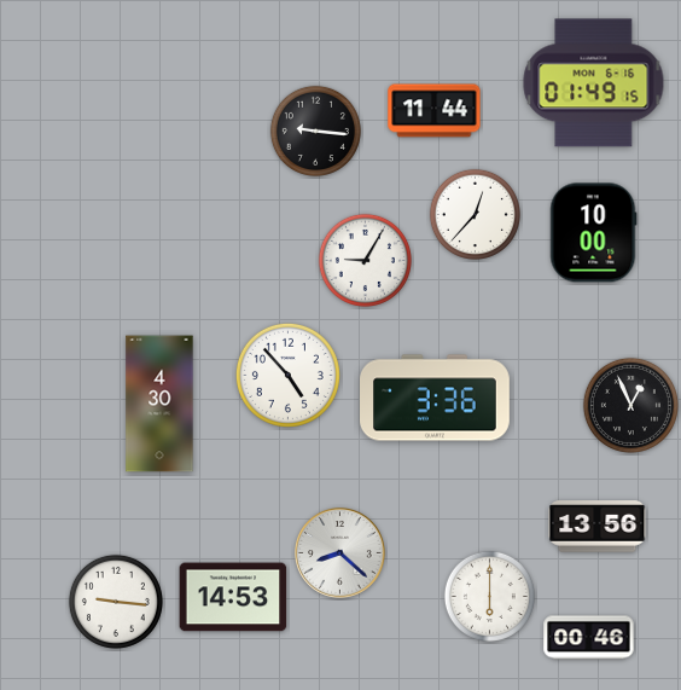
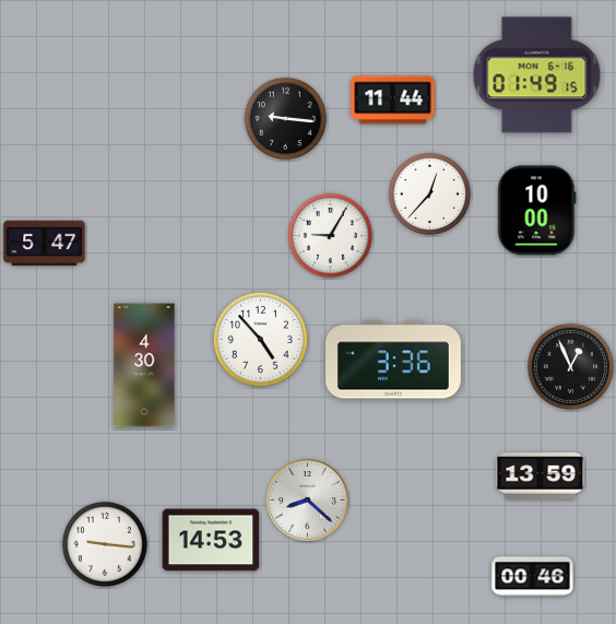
clock at (45, 244): none -> 5:47
clock at (598, 527): 13:56 -> 13:59
clock at (489, 596): 6:00 -> none
